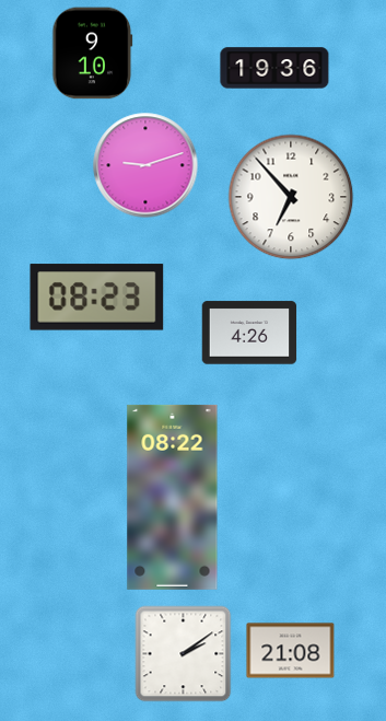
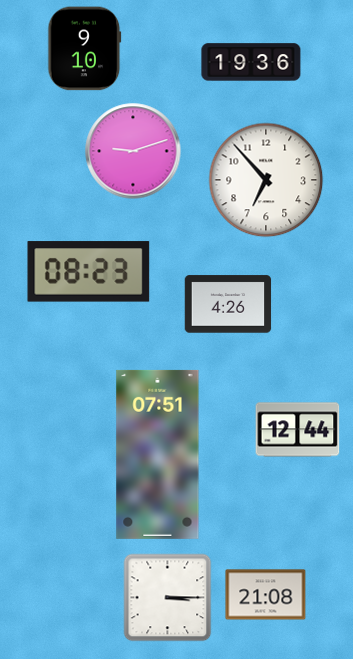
clock at (298, 430): none -> 12:44
clock at (173, 497): 08:22 -> 07:51
clock at (184, 654): 2:09 -> 3:15
